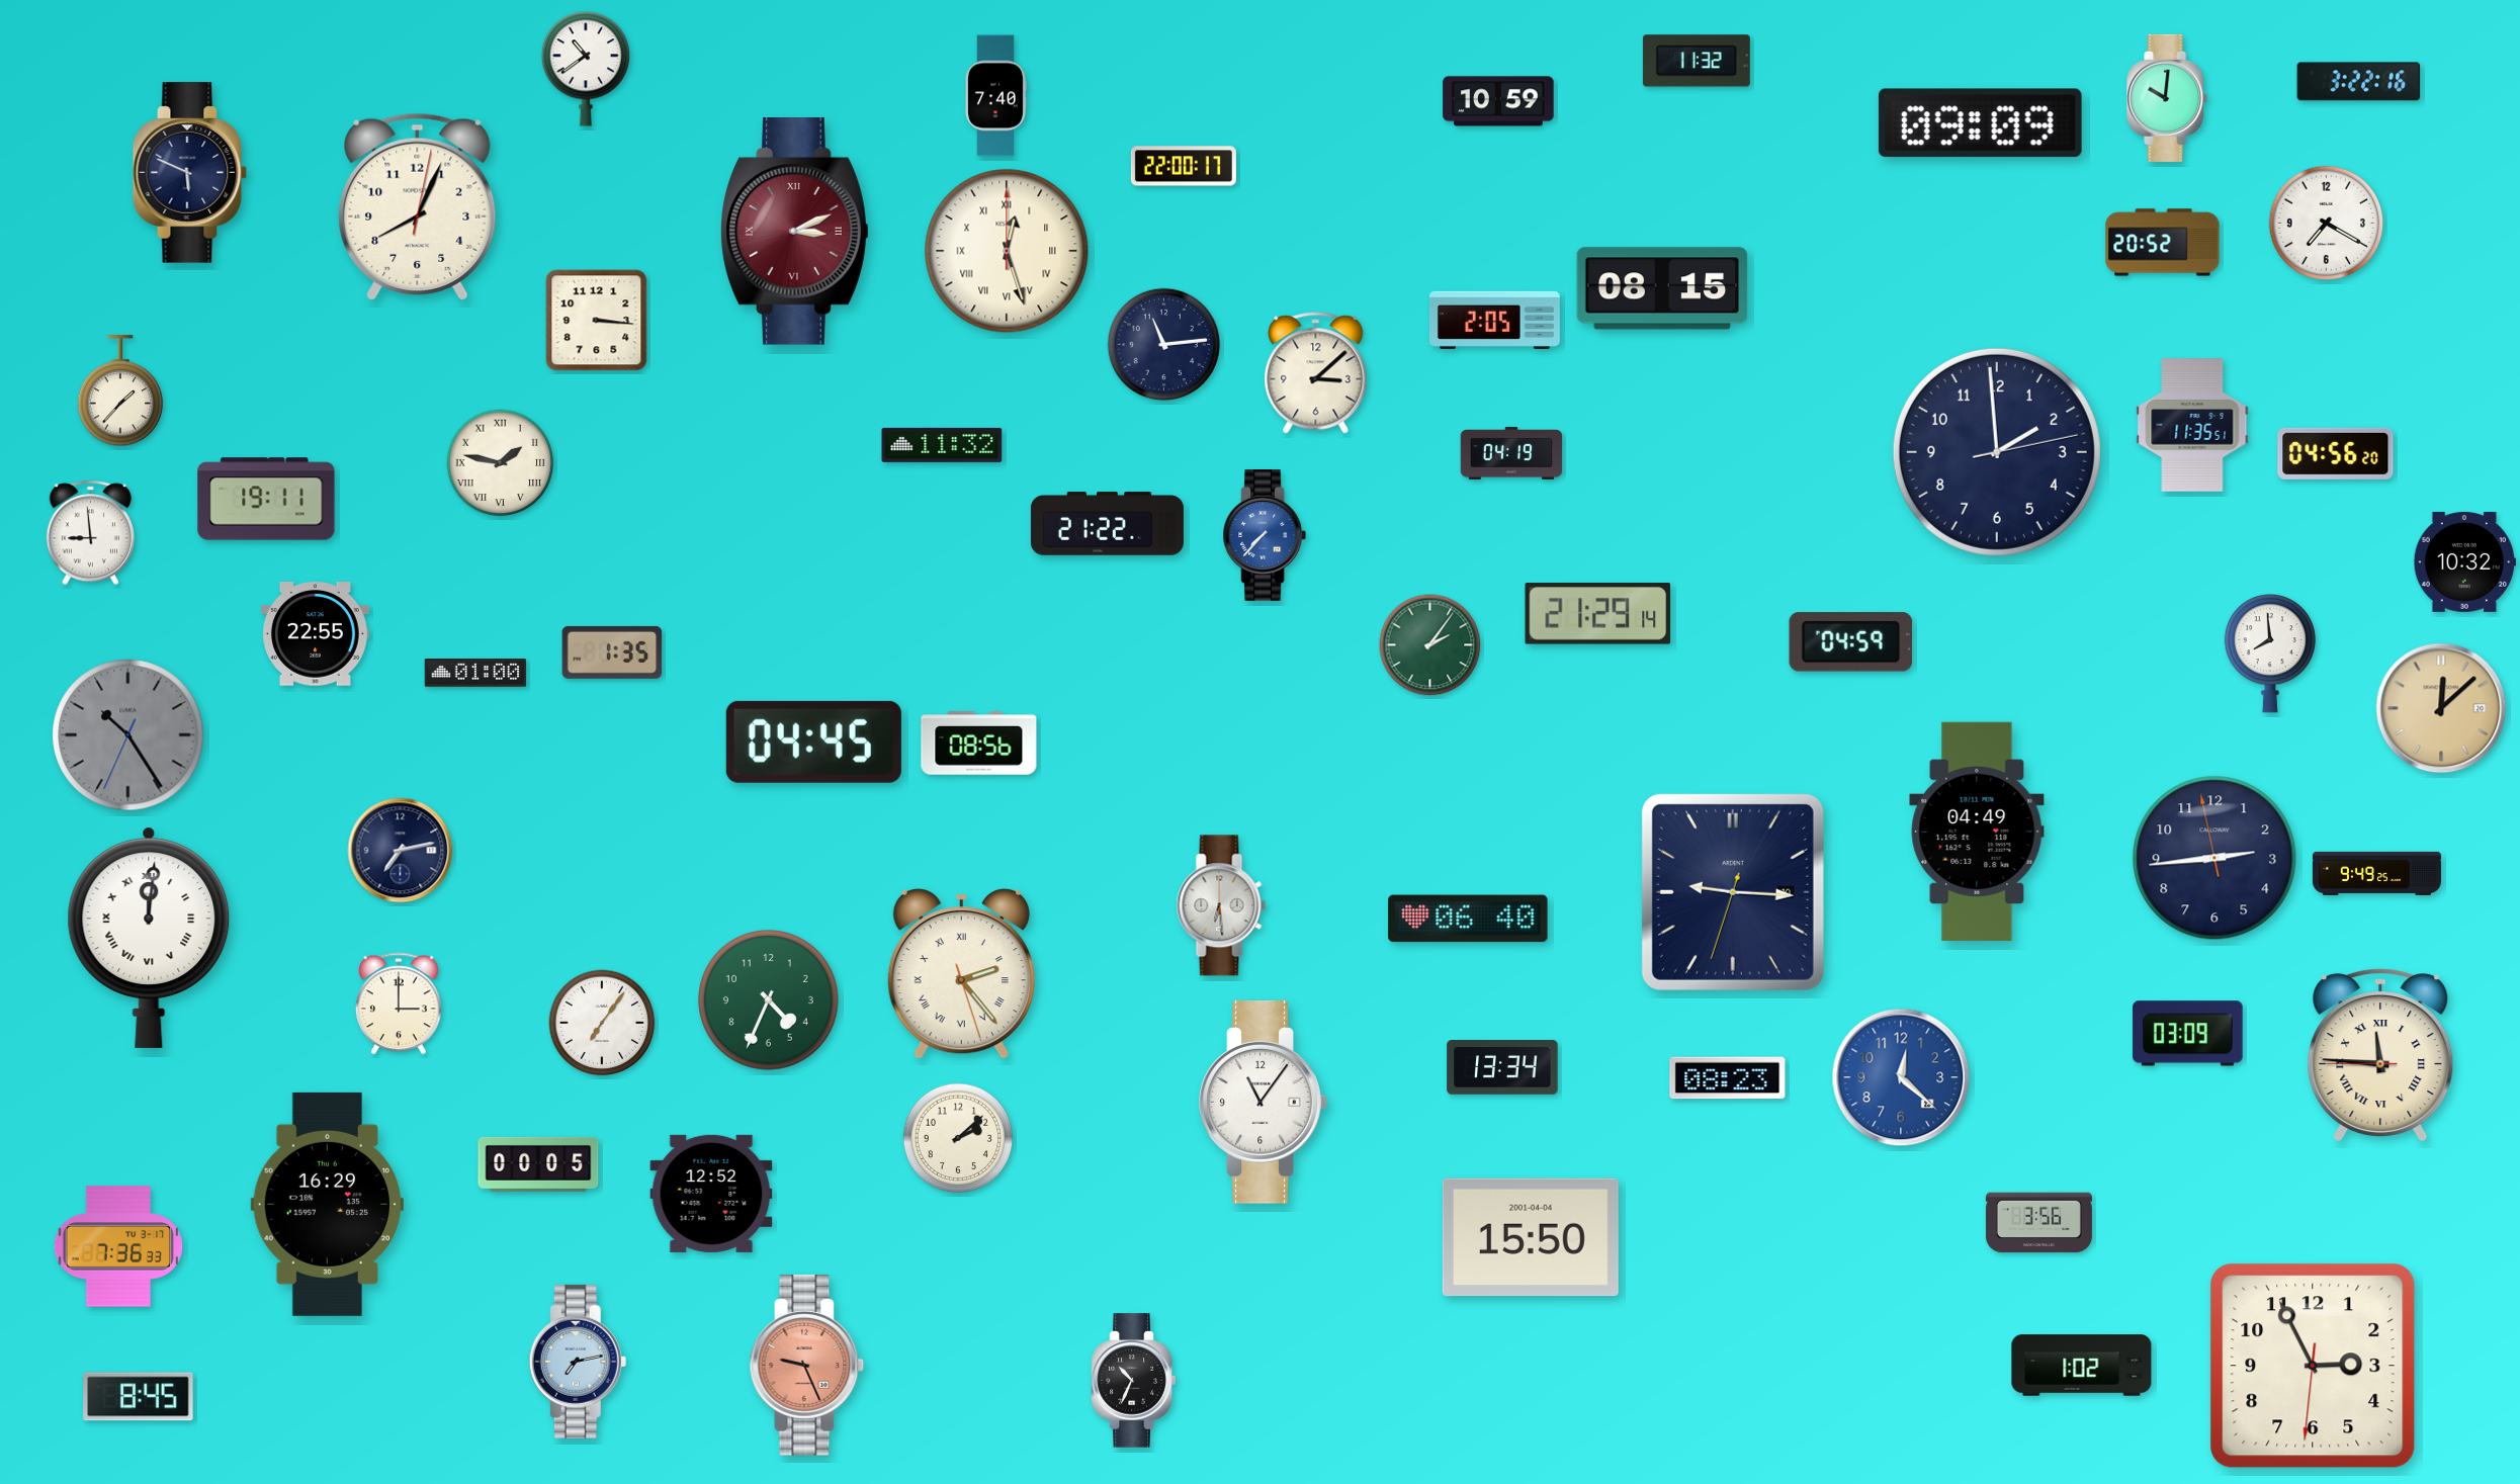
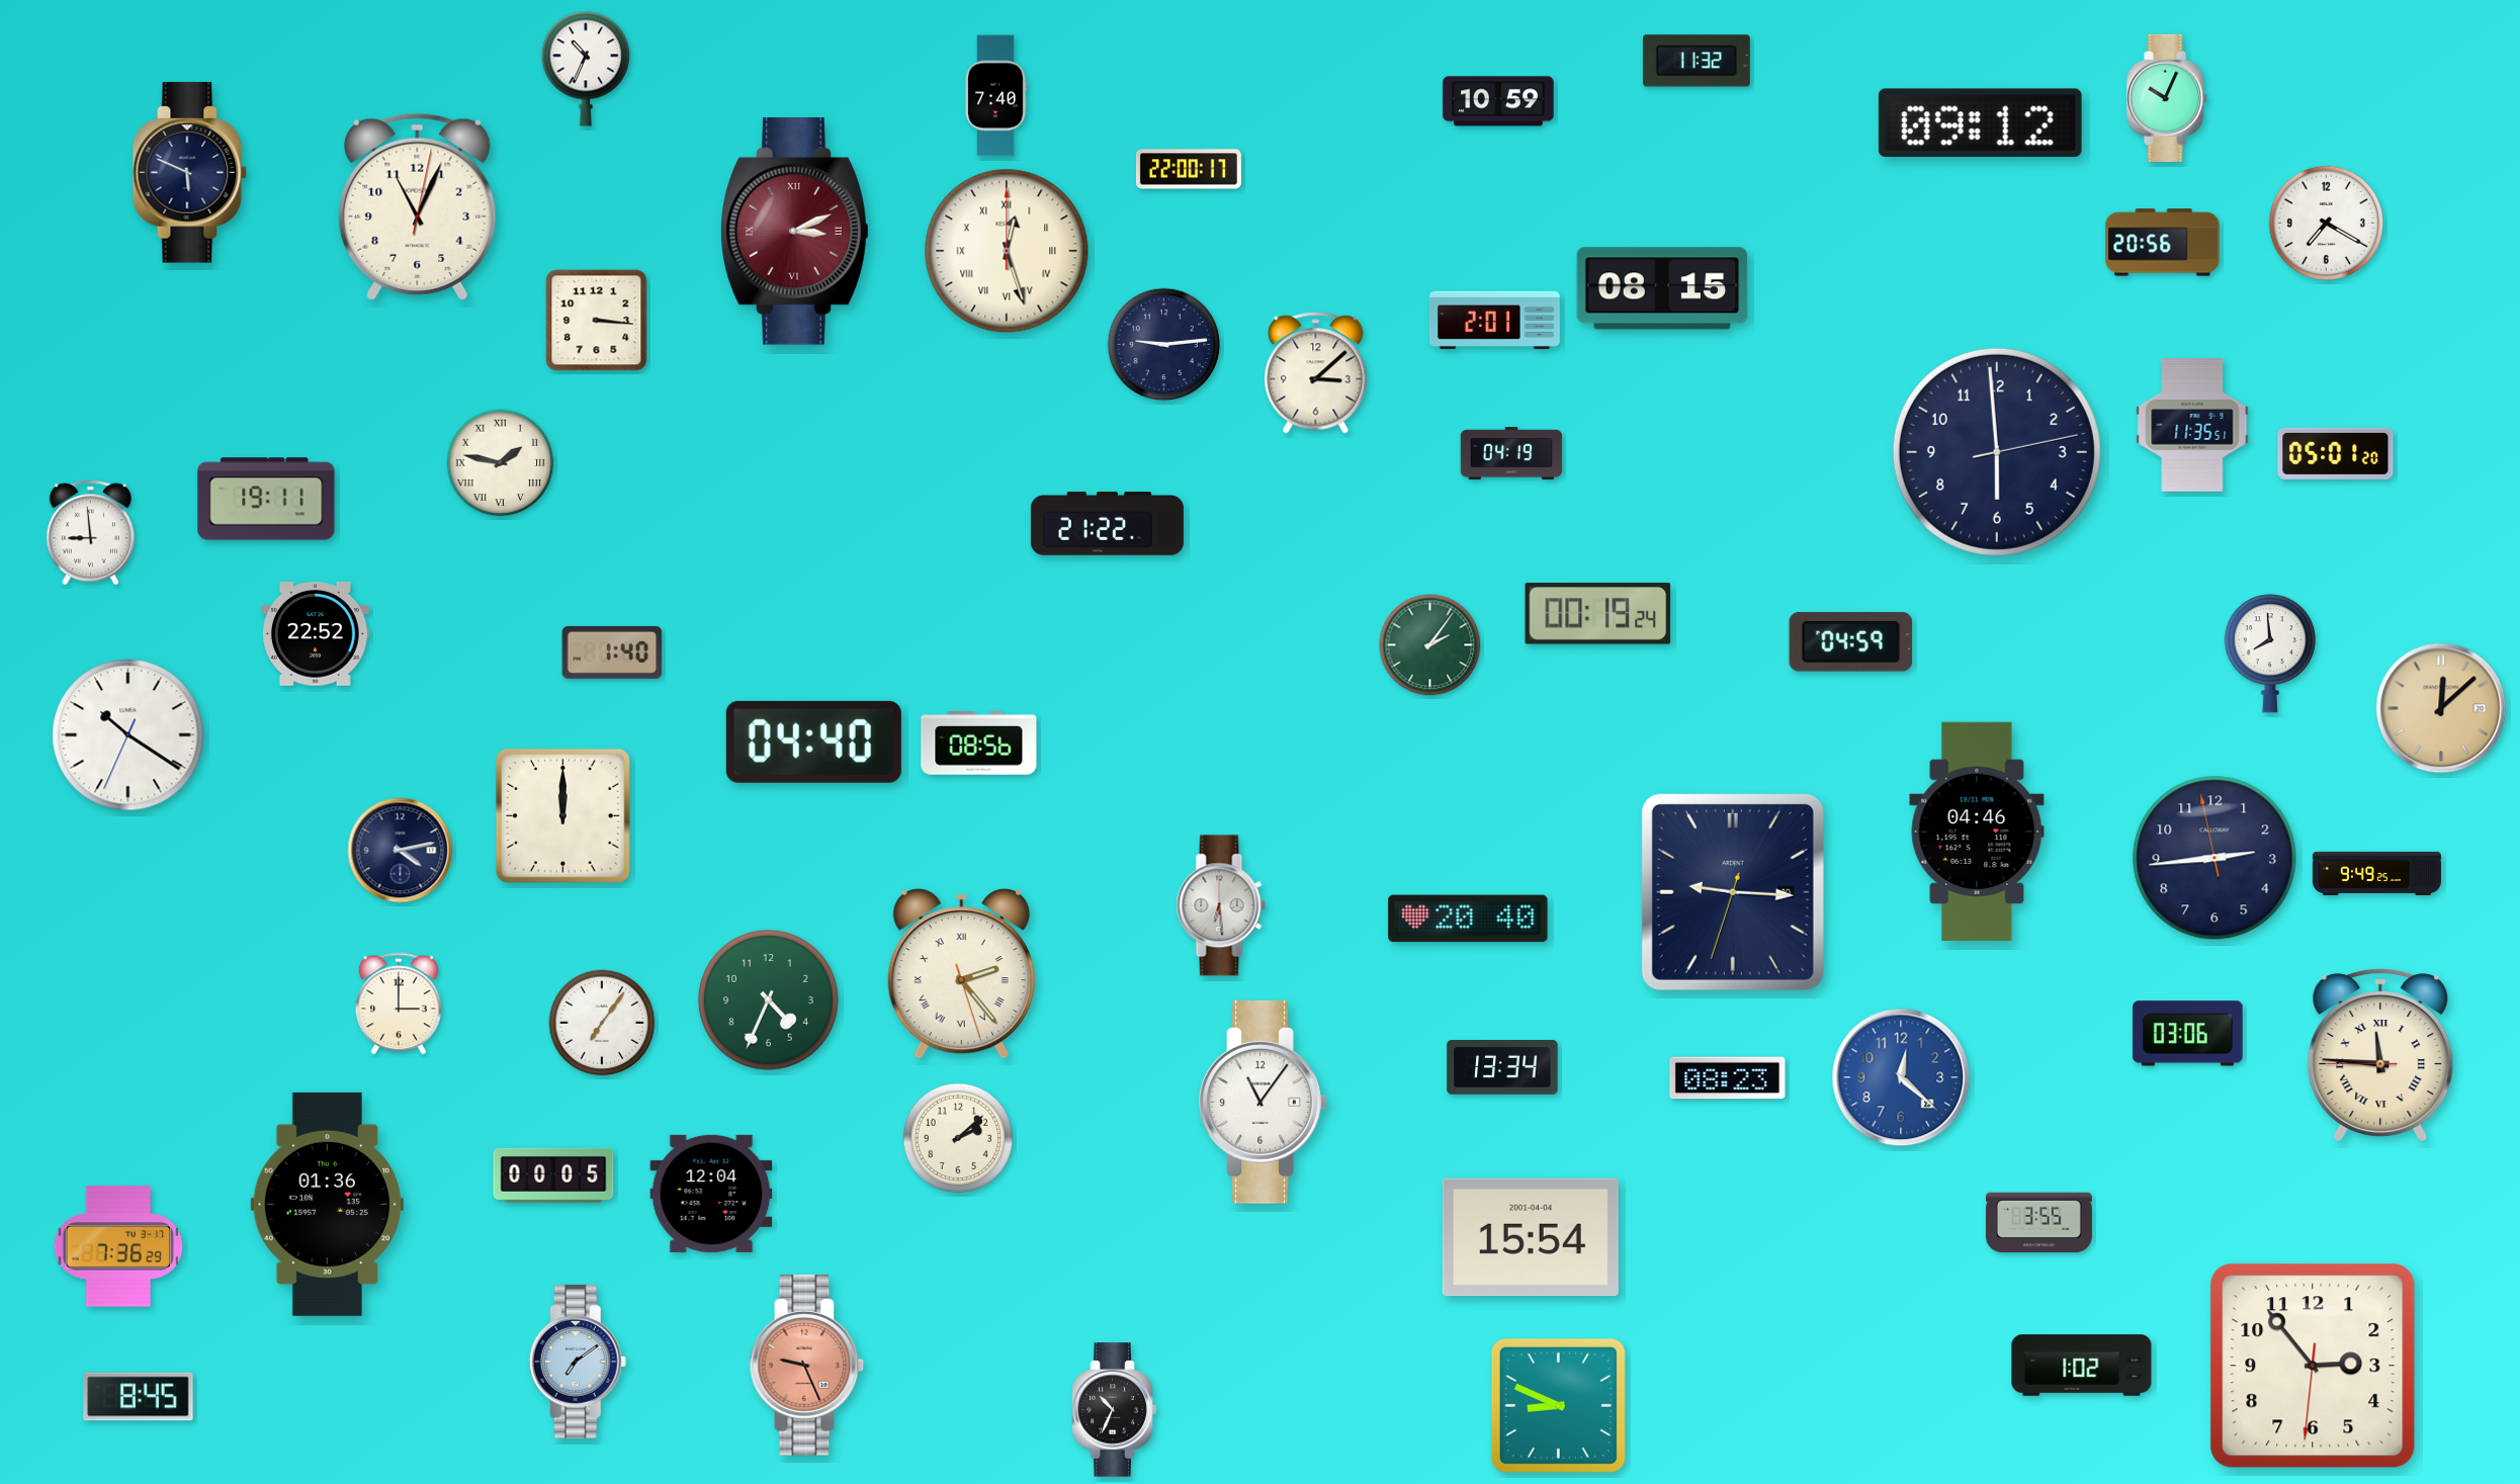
clock at (586, 69): 10:39 -> 10:34
clock at (2359, 82): 3:22 -> none
clock at (2168, 98): 10:01 -> 10:04
clock at (1980, 123): 09:09 -> 09:12
clock at (1184, 166) position: (1184, 166) -> (1189, 169)
clock at (418, 206): 8:04 -> 11:04
clock at (2163, 243): 20:52 -> 20:56
clock at (1494, 320): 2:05 -> 2:01
clock at (1164, 345): 11:14 -> 9:14
clock at (119, 391): 1:37 -> none
clock at (942, 445): 11:32 -> none
clock at (1997, 452): 1:59 -> 5:59
clock at (2336, 453): 04:56 -> 05:01
clock at (1265, 536): 7:37 -> none
clock at (2465, 561): 10:32 -> none
clock at (1598, 614): 21:29 -> 00:19
clock at (316, 634): 22:55 -> 22:52
clock at (612, 652): 1:35 -> 1:40
clock at (475, 674): 01:00 -> none
clock at (128, 735): 10:24 -> 10:20
clock at (128, 735) dial: grey -> white
clock at (813, 741): 04:45 -> 04:40
clock at (562, 815): none -> 12:00
clock at (1977, 831): 04:49 -> 04:46
clock at (401, 851): 7:13 -> 4:13
clock at (1468, 919): 06:40 -> 20:40
clock at (149, 938): 12:01 -> none
clock at (2188, 1034): 03:09 -> 03:06
clock at (538, 1164) position: (538, 1164) -> (553, 1175)
clock at (711, 1194): 12:52 -> 12:04
clock at (327, 1204): 16:29 -> 01:36
clock at (2038, 1223): 3:56 -> 3:55
clock at (1531, 1237): 15:50 -> 15:54
clock at (118, 1246): 7:36:33 -> 7:36:29
clock at (578, 1362): 7:13 -> 7:09
clock at (2313, 1366): 2:55 -> 2:53
clock at (1134, 1381) position: (1134, 1381) -> (1115, 1410)
clock at (1558, 1405): none -> 8:49
